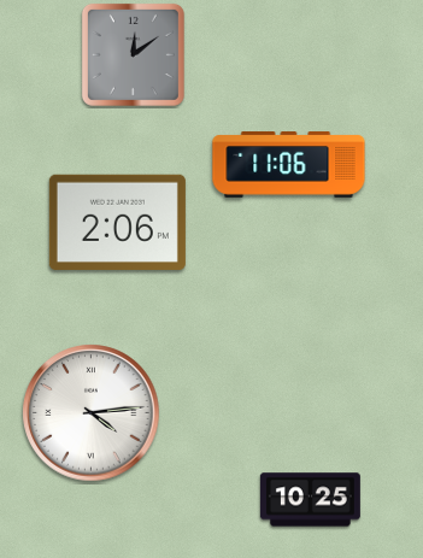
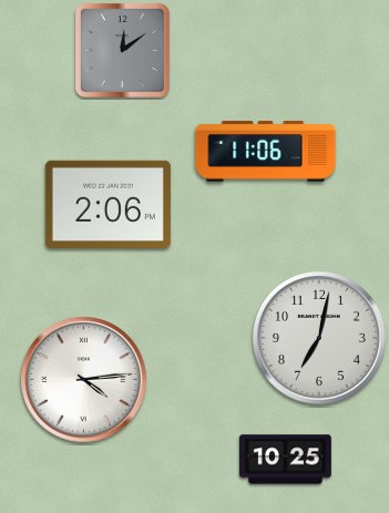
clock at (319, 338): none -> 7:02
